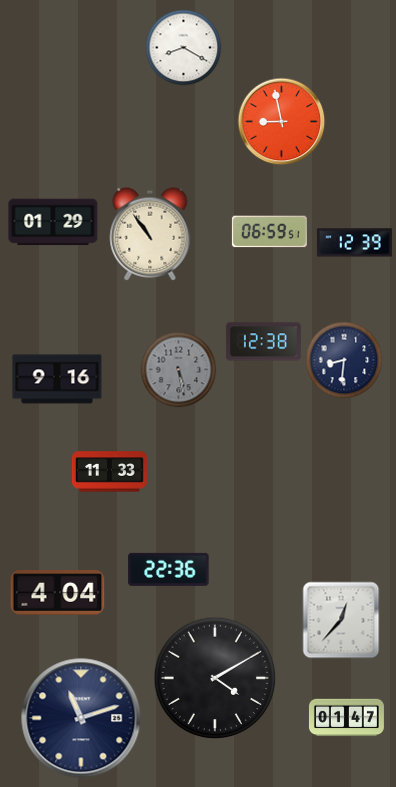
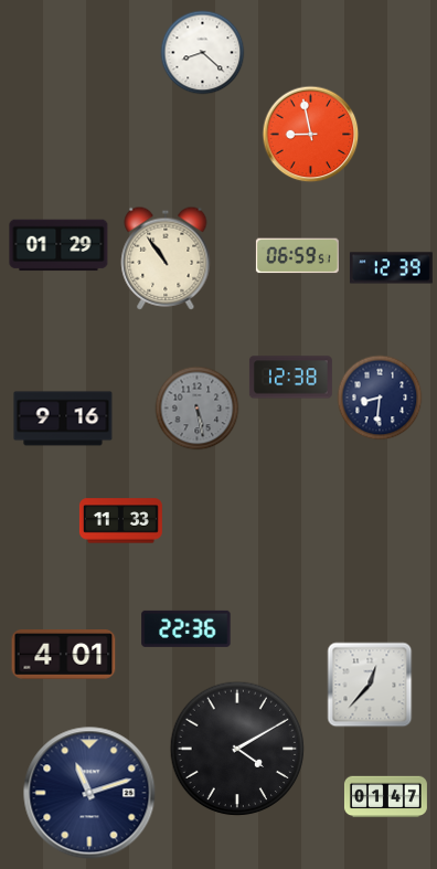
clock at (184, 48): 8:20 -> 8:22
clock at (58, 593): 4:04 -> 4:01
clock at (341, 620) position: (341, 620) -> (370, 685)
clock at (346, 718) position: (346, 718) -> (385, 797)
